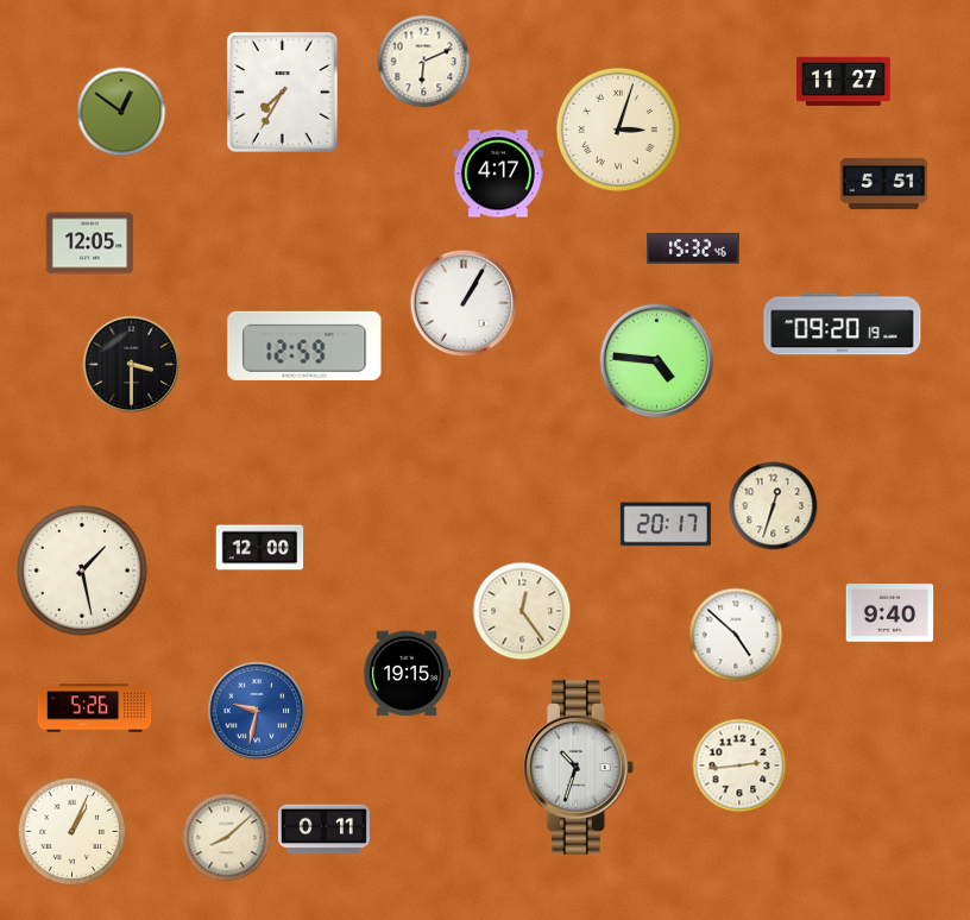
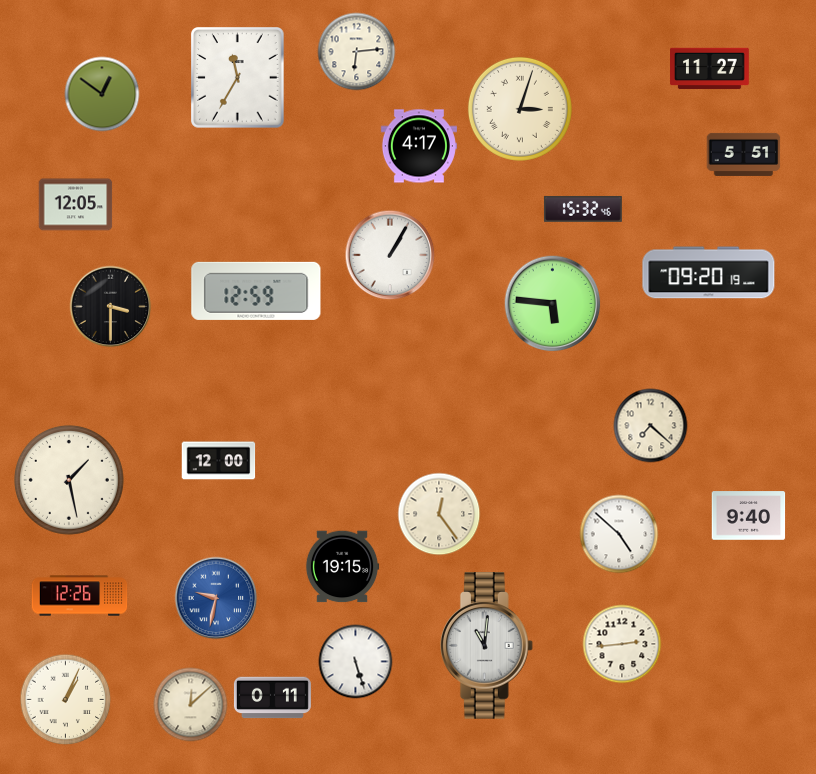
clock at (424, 62): 6:11 -> 6:14
clock at (283, 93): 7:35 -> 11:35
clock at (657, 361): 4:46 -> 5:46
clock at (774, 506): 12:33 -> 7:22
clock at (666, 524): 20:17 -> none
clock at (95, 708): 5:26 -> 12:26
clock at (578, 768): 10:33 -> 11:01
clock at (356, 662): none -> 5:27
clock at (73, 832) position: (73, 832) -> (66, 700)
clock at (227, 838): 8:08 -> 12:08
